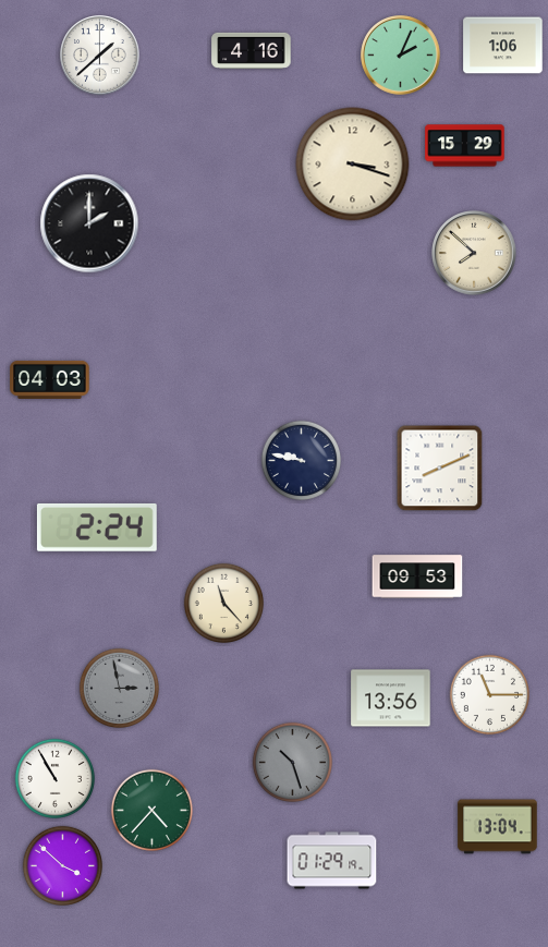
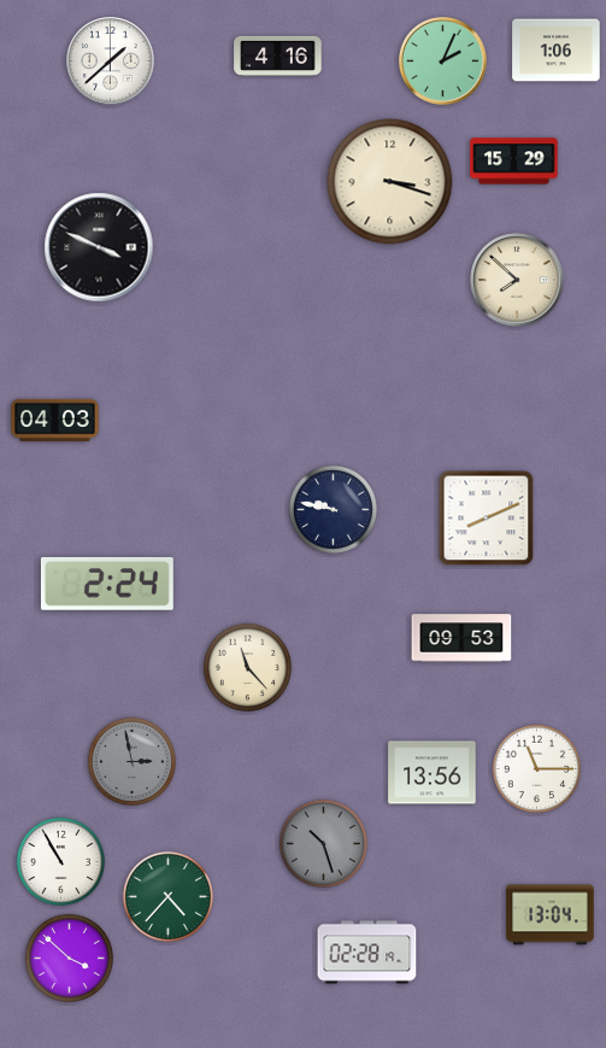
clock at (89, 223): 2:00 -> 3:49
clock at (474, 253) position: (474, 253) -> (517, 280)
clock at (489, 694) position: (489, 694) -> (536, 768)
clock at (332, 861): 01:29 -> 02:28
